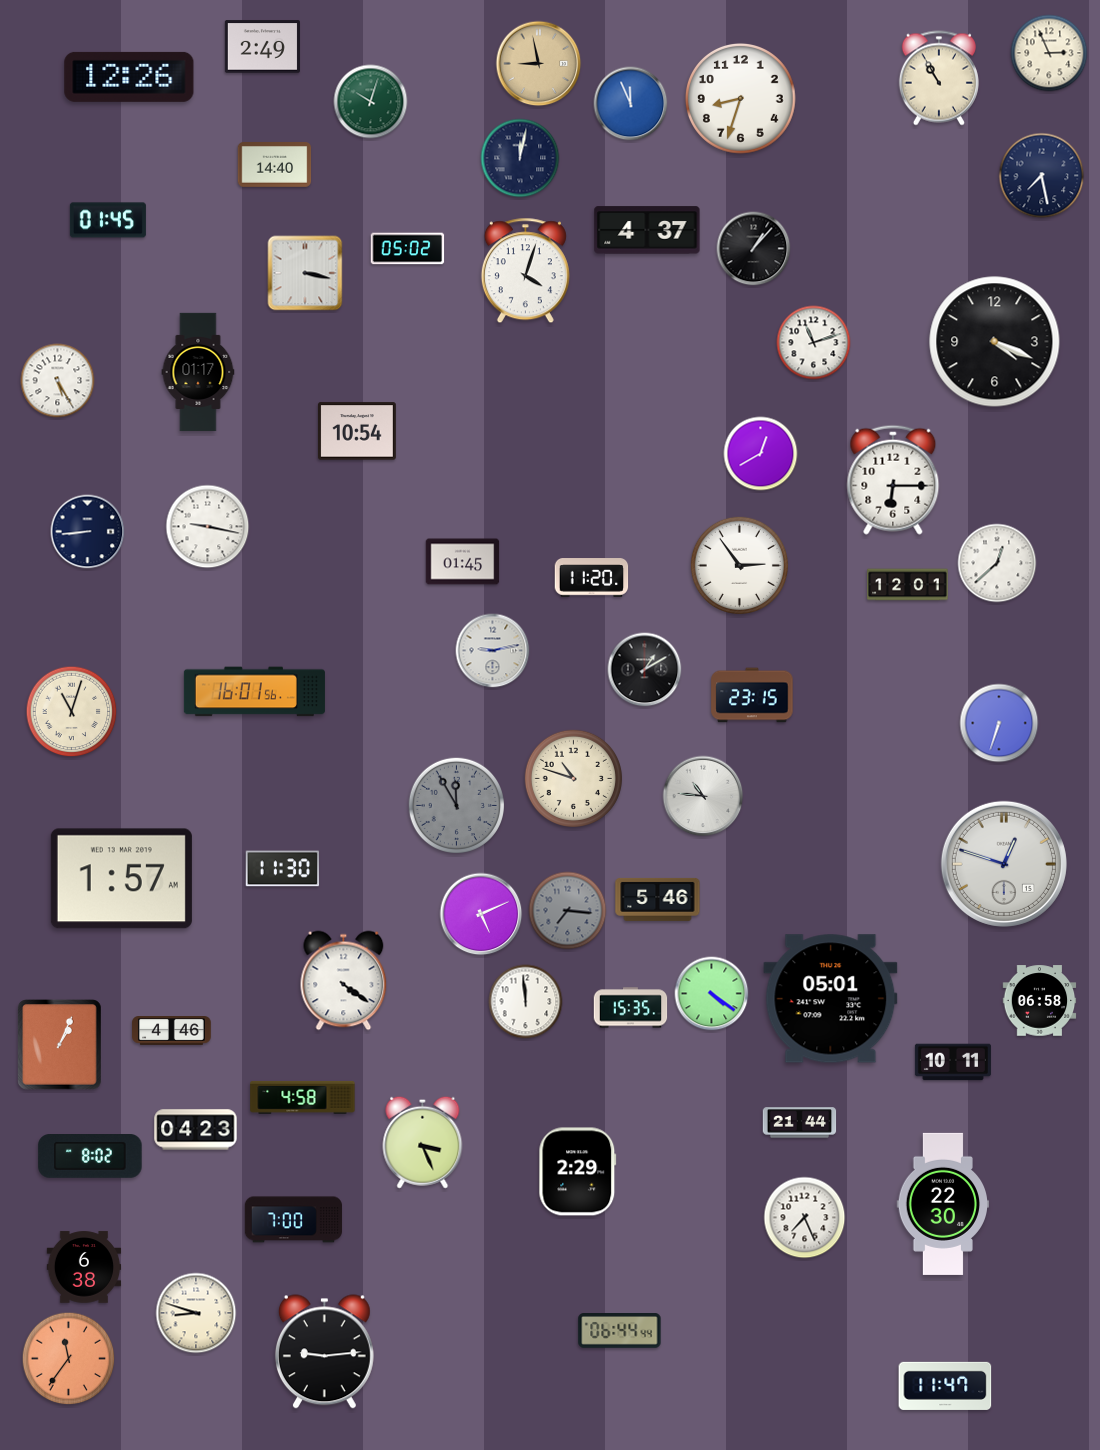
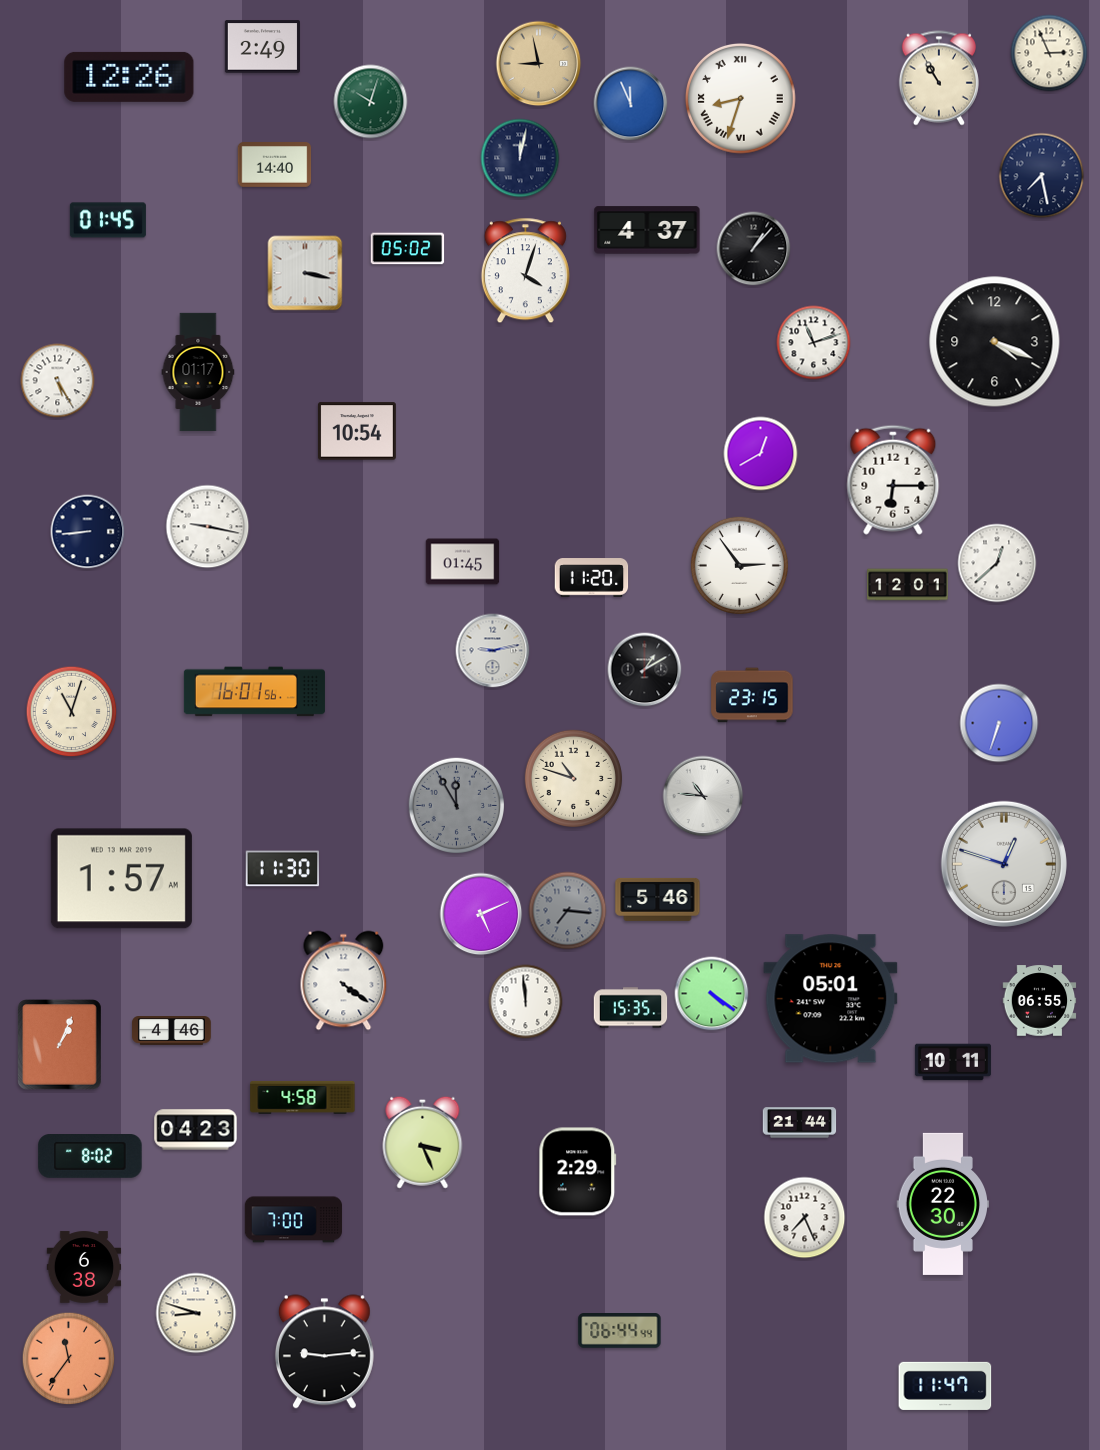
clock at (741, 99) numerals: Arabic -> Roman
clock at (1040, 1001): 06:58 -> 06:55
